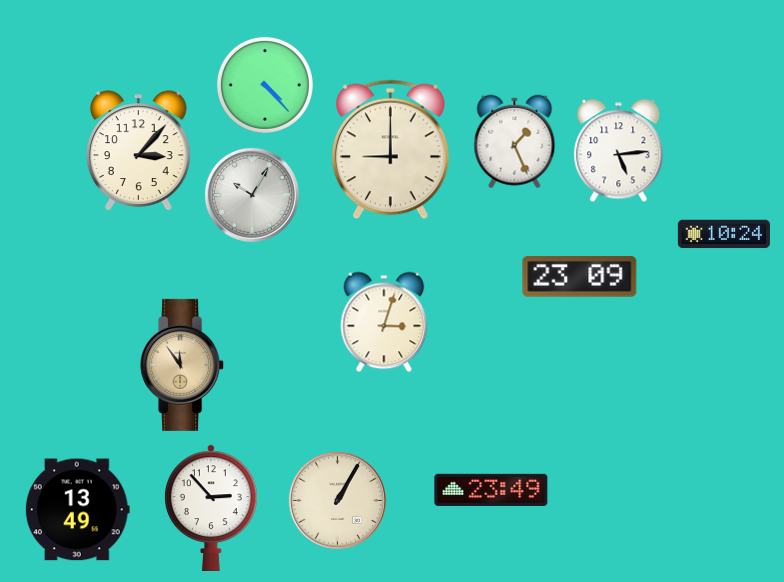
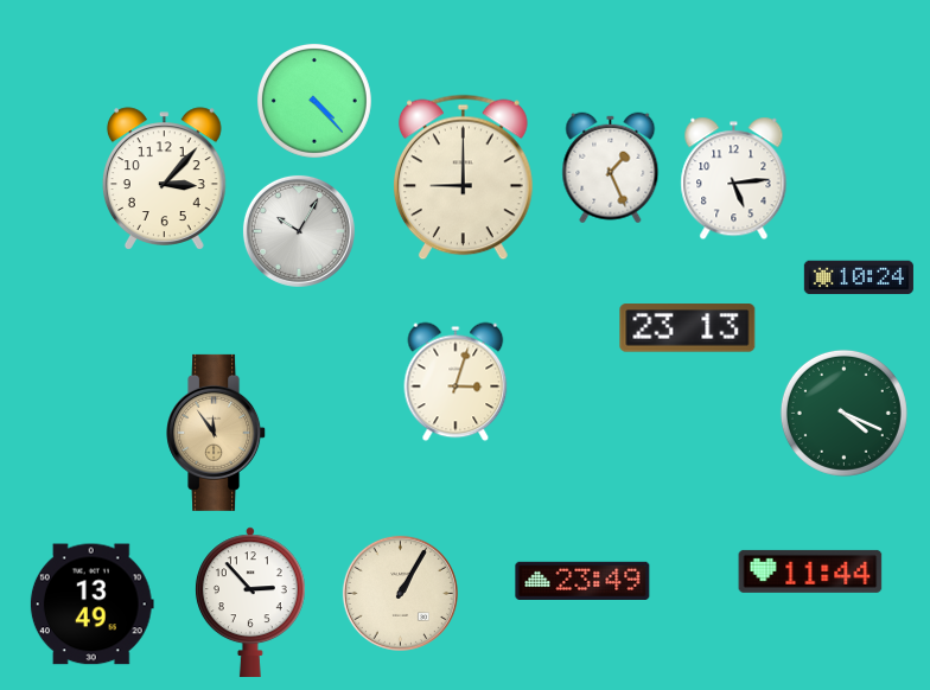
clock at (580, 277): 23:09 -> 23:13
clock at (843, 413): none -> 4:19
clock at (810, 571): none -> 11:44
